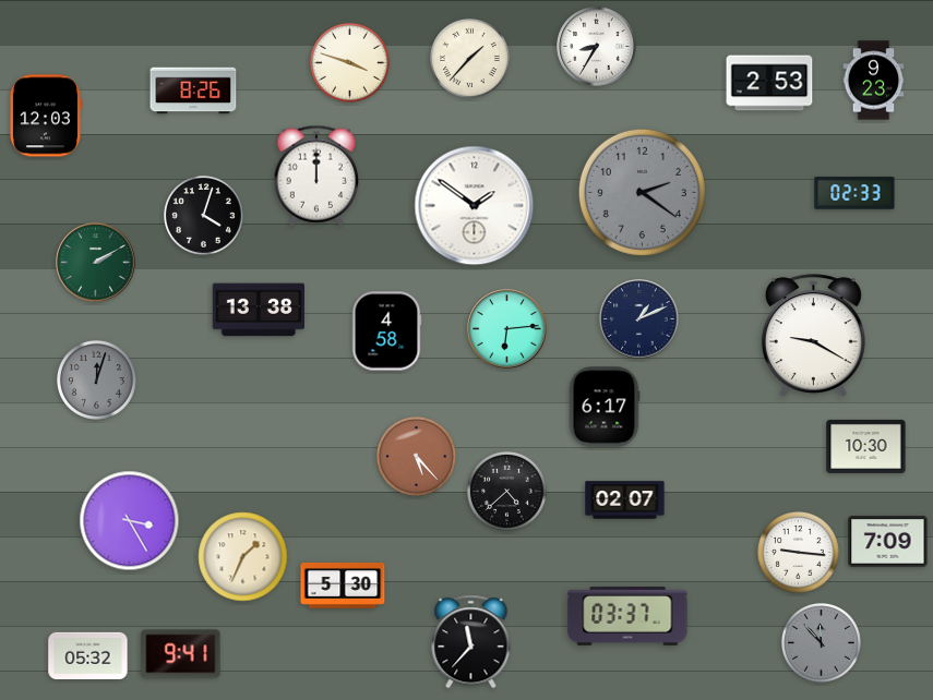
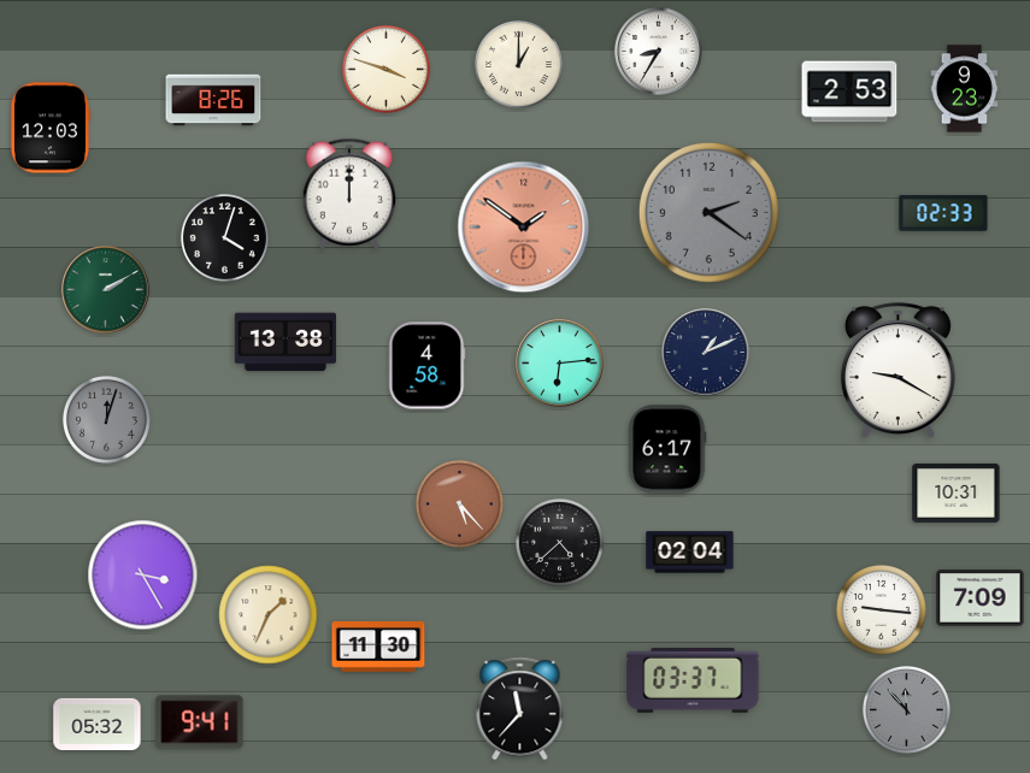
clock at (469, 58): 1:37 -> 1:00
clock at (475, 206) dial: white -> salmon
clock at (866, 446): 10:30 -> 10:31
clock at (625, 500): 02:07 -> 02:04
clock at (343, 586): 5:30 -> 11:30
